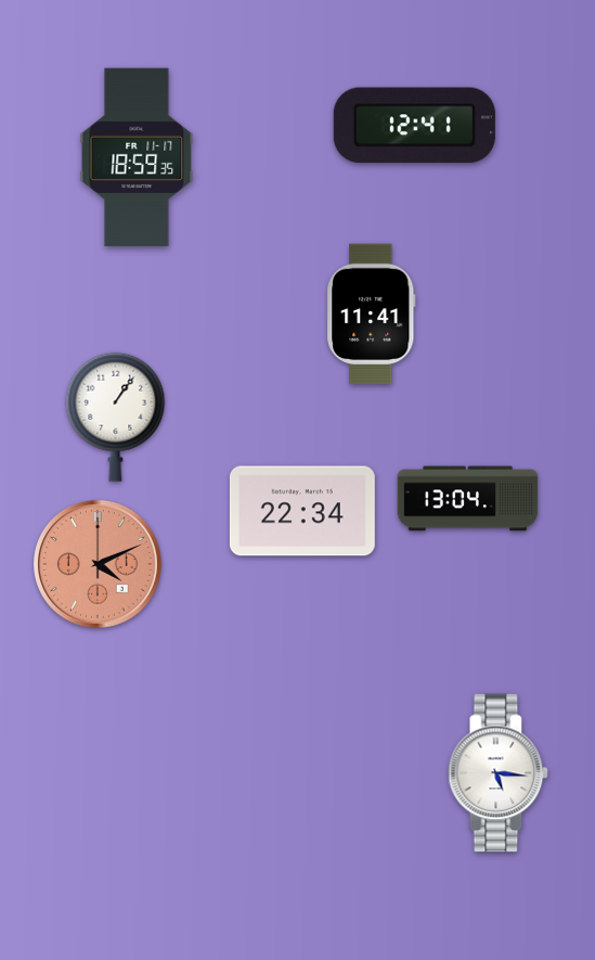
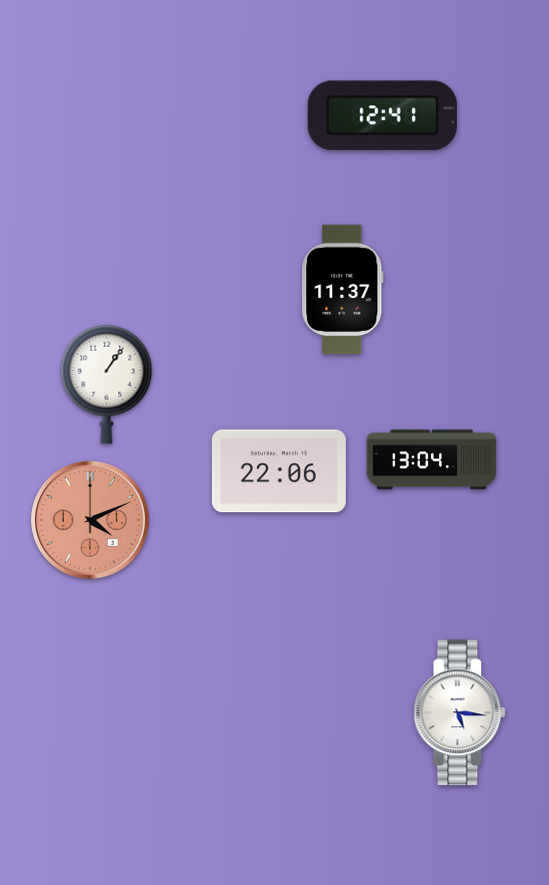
clock at (137, 157): 18:59 -> none
clock at (372, 315): 11:41 -> 11:37
clock at (302, 511): 22:34 -> 22:06
